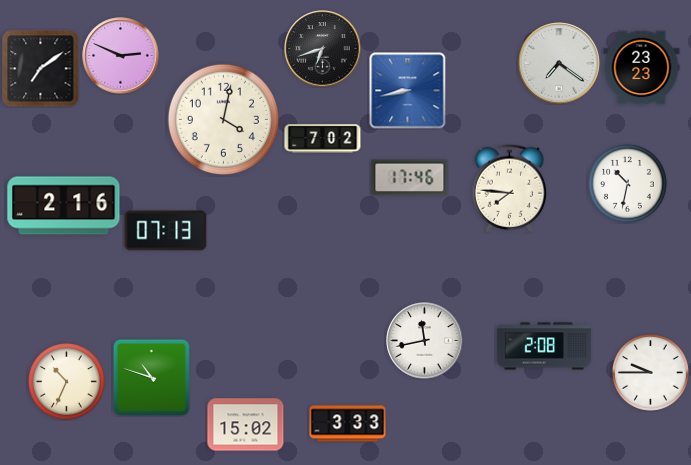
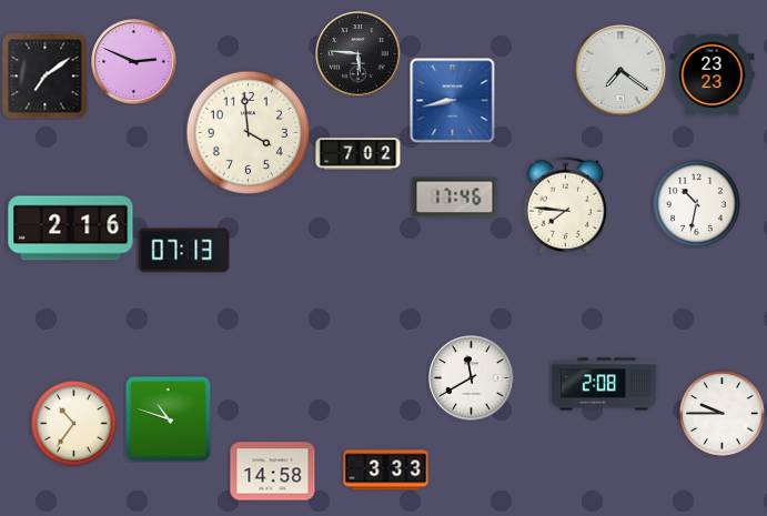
clock at (323, 49): 6:42 -> 5:46
clock at (223, 119): 4:02 -> 3:59
clock at (510, 189) position: (510, 189) -> (566, 206)
clock at (166, 231) position: (166, 231) -> (184, 251)
clock at (425, 341): 11:43 -> 11:40
clock at (67, 382): 10:34 -> 10:36
clock at (246, 425): 15:02 -> 14:58
